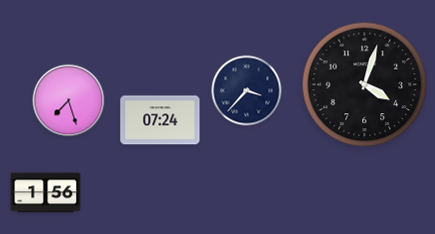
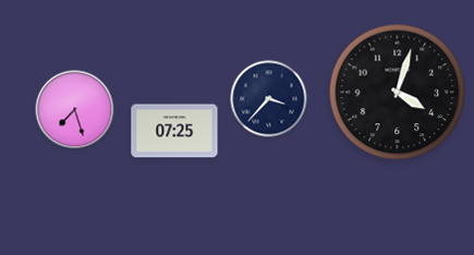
clock at (160, 120): 07:24 -> 07:25
clock at (46, 193): 1:56 -> none
